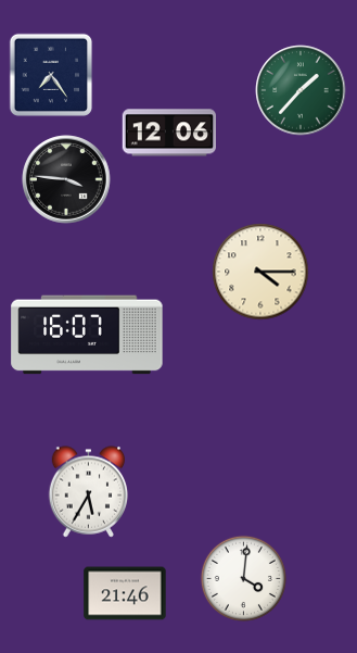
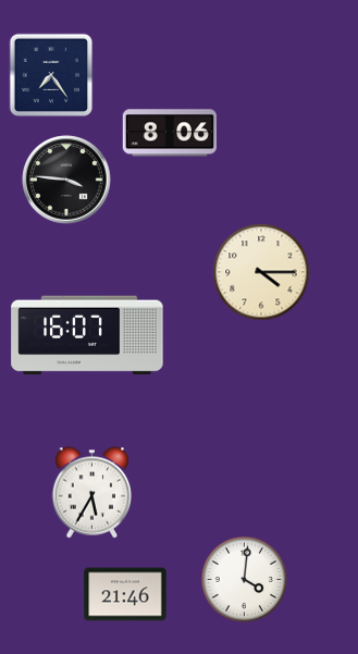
clock at (301, 90): 1:37 -> none
clock at (168, 133): 12:06 -> 8:06
clock at (89, 492) position: (89, 492) -> (92, 493)
